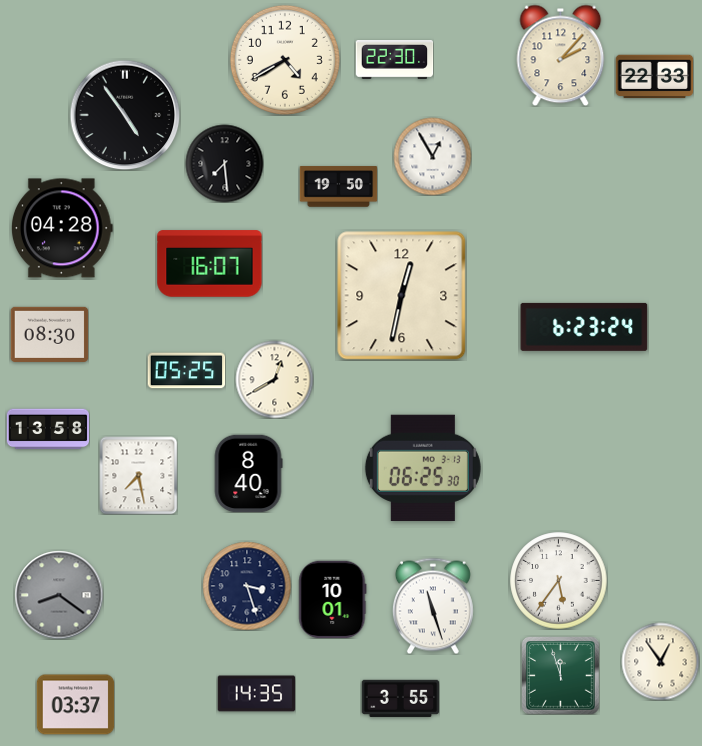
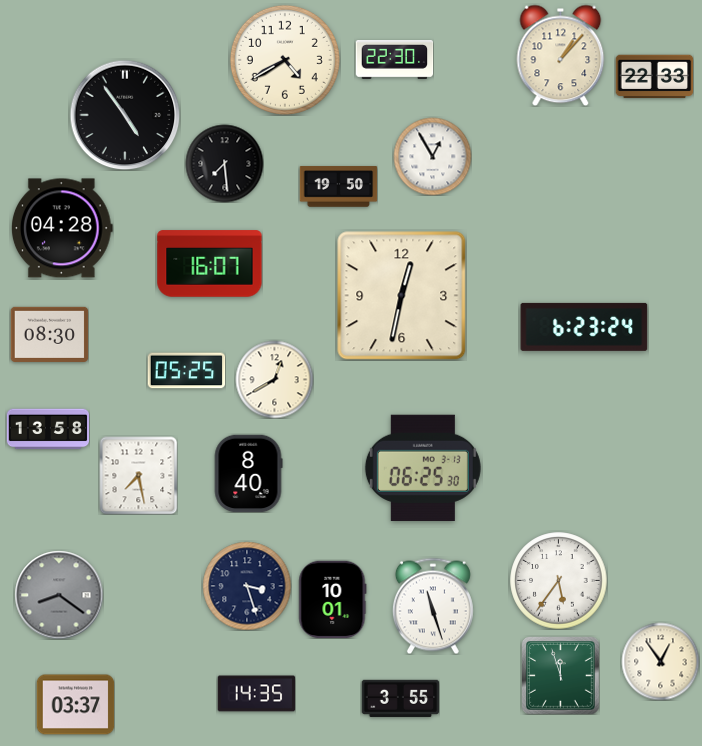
clock at (561, 55): 2:07 -> 1:07
